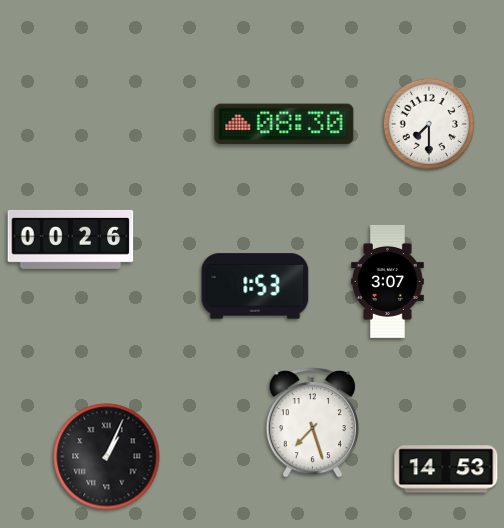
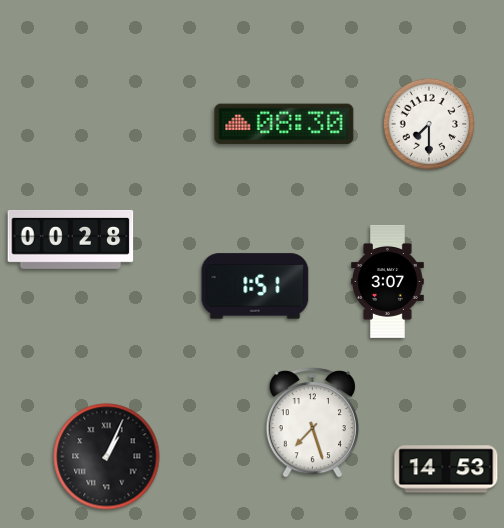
clock at (71, 239): 00:26 -> 00:28
clock at (255, 286): 1:53 -> 1:51
